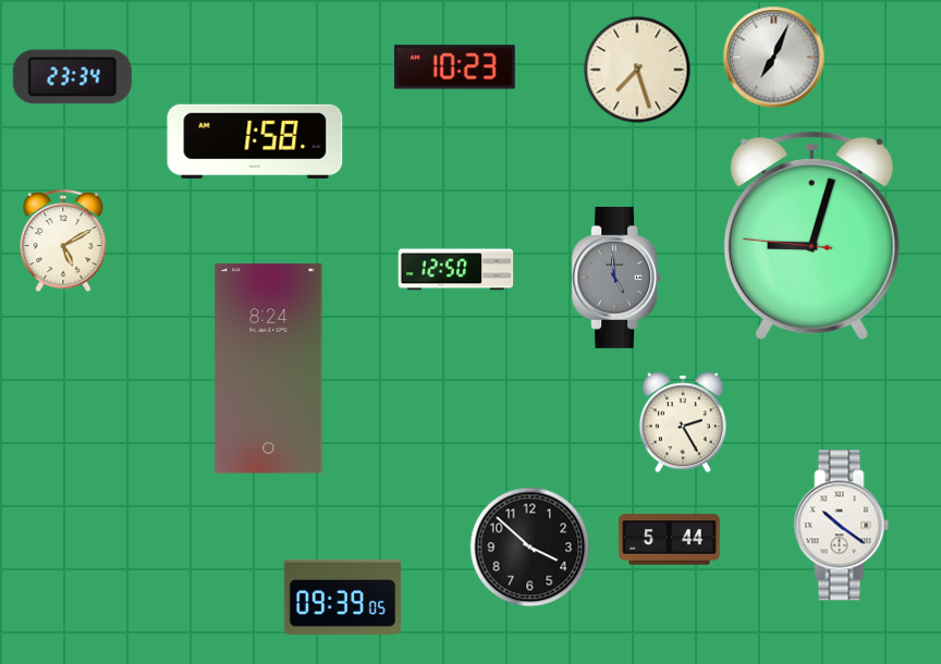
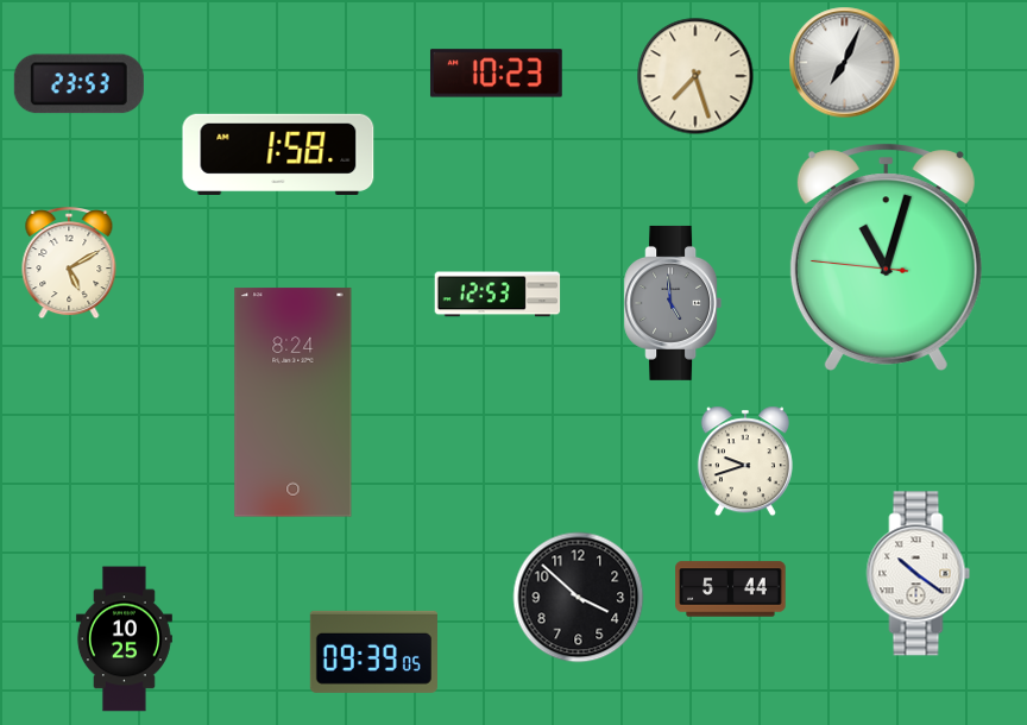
clock at (72, 77): 23:34 -> 23:53
clock at (811, 235): 9:02 -> 11:02
clock at (456, 270): 12:50 -> 12:53
clock at (683, 422): 2:25 -> 9:42
clock at (124, 639): none -> 10:25
